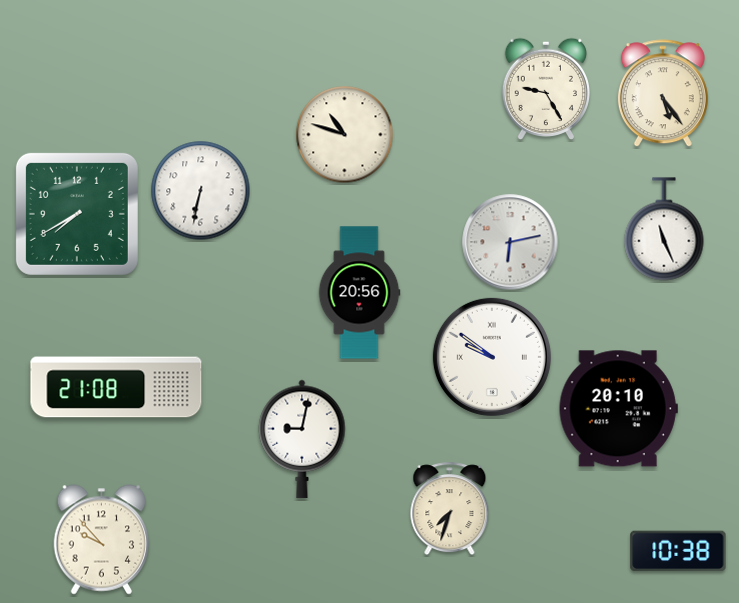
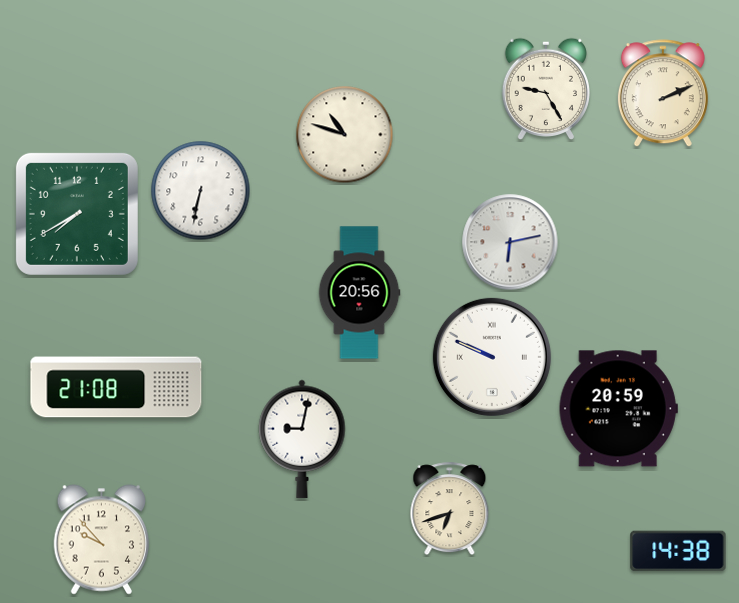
clock at (663, 94): 5:24 -> 2:11
clock at (664, 229): 11:26 -> none
clock at (492, 357): 9:51 -> 9:49
clock at (618, 409): 20:10 -> 20:59
clock at (450, 509): 7:33 -> 6:42
clock at (678, 551): 10:38 -> 14:38
